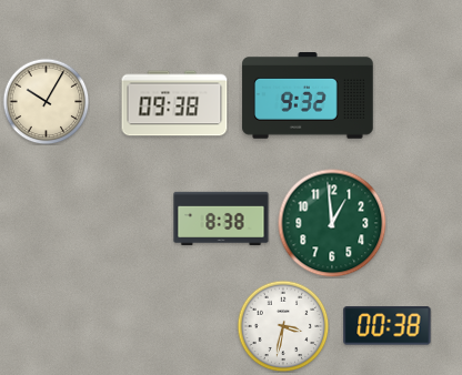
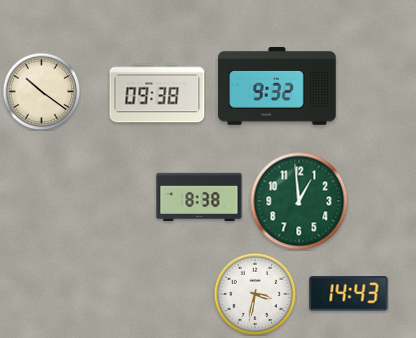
clock at (46, 101): 10:05 -> 10:21
clock at (388, 326): 00:38 -> 14:43
